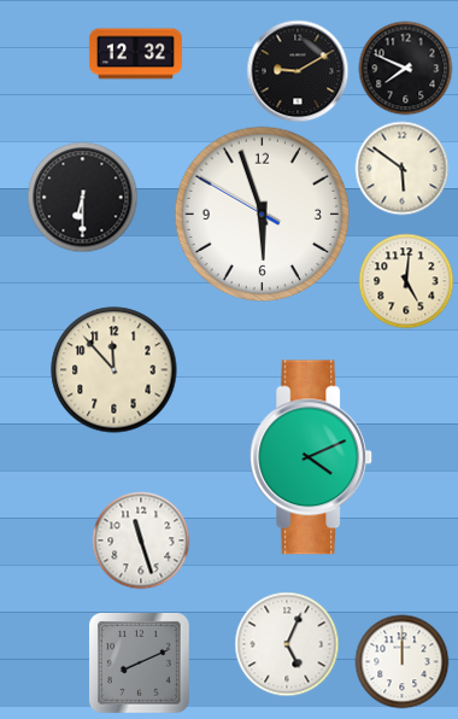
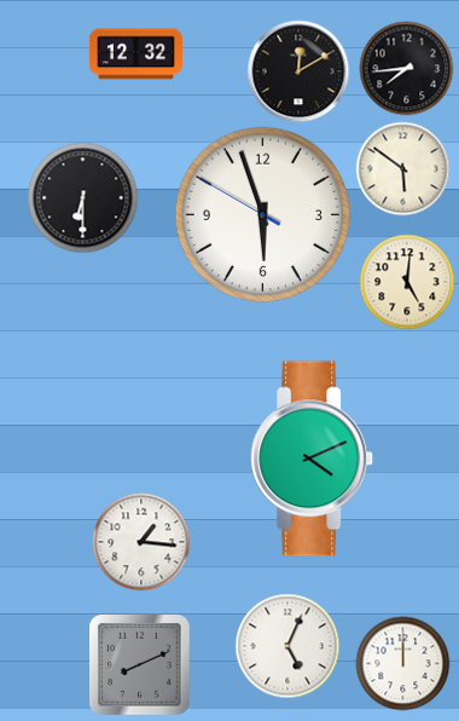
clock at (405, 68): 7:49 -> 7:44
clock at (298, 71): 9:10 -> 12:10
clock at (114, 370): 11:53 -> none
clock at (141, 540): 11:27 -> 1:16
